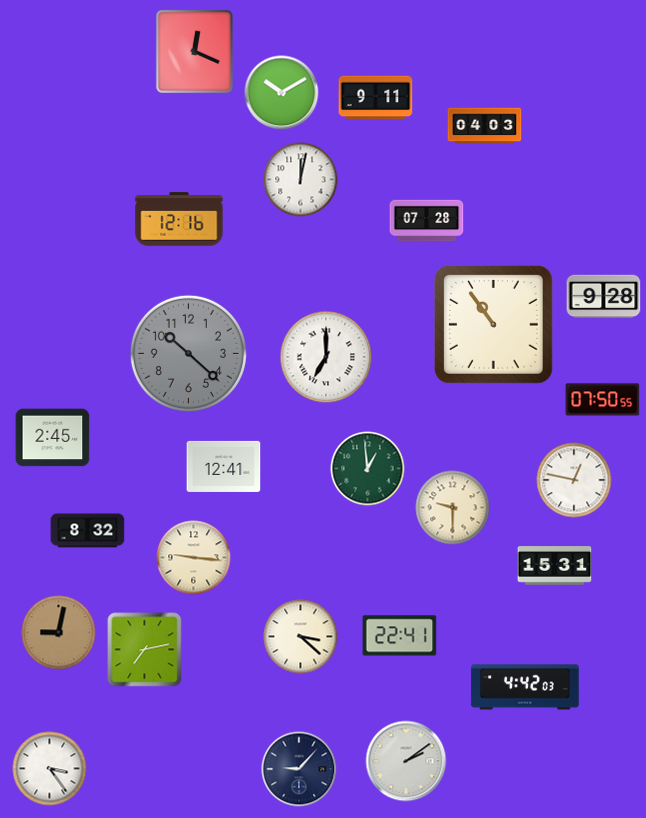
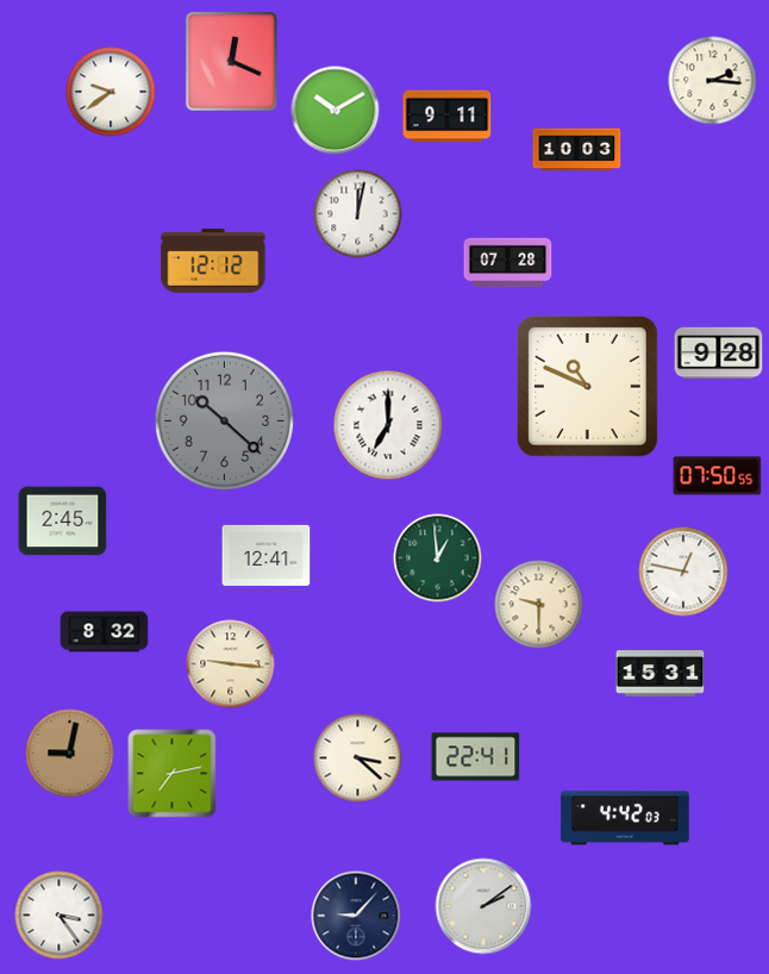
clock at (713, 81): none -> 2:16
clock at (111, 92): none -> 9:39
clock at (485, 126): 04:03 -> 10:03
clock at (179, 219): 12:16 -> 12:12
clock at (494, 325): 10:54 -> 10:49
